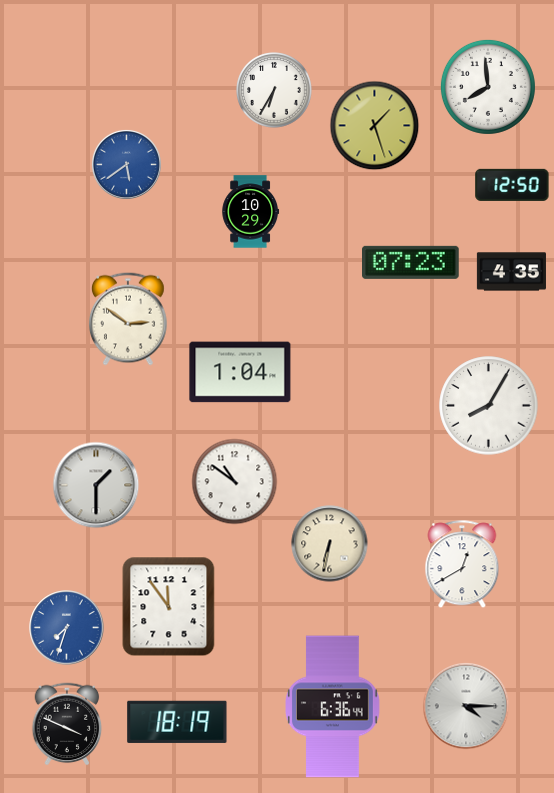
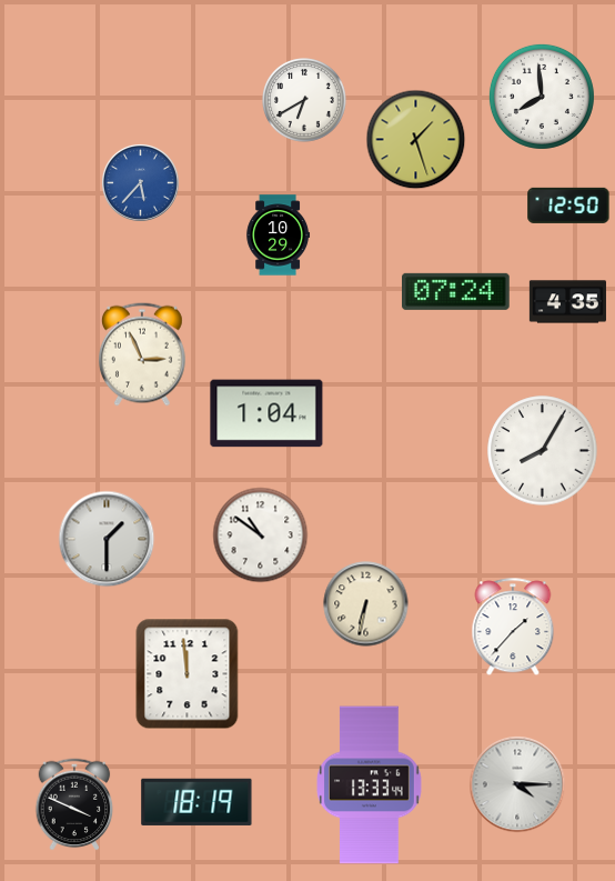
clock at (275, 91): 6:35 -> 6:40
clock at (126, 164): 5:39 -> 5:37
clock at (411, 262): 07:23 -> 07:24
clock at (129, 319): 2:51 -> 2:56
clock at (462, 565): 12:40 -> 1:37
clock at (169, 607): 11:54 -> 11:59
clock at (67, 628): 7:33 -> none
clock at (333, 707): 6:36 -> 13:33
